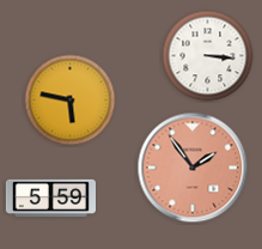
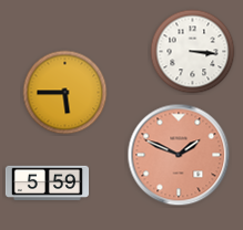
clock at (71, 101): 5:47 -> 5:45
clock at (193, 168): 1:54 -> 1:49
